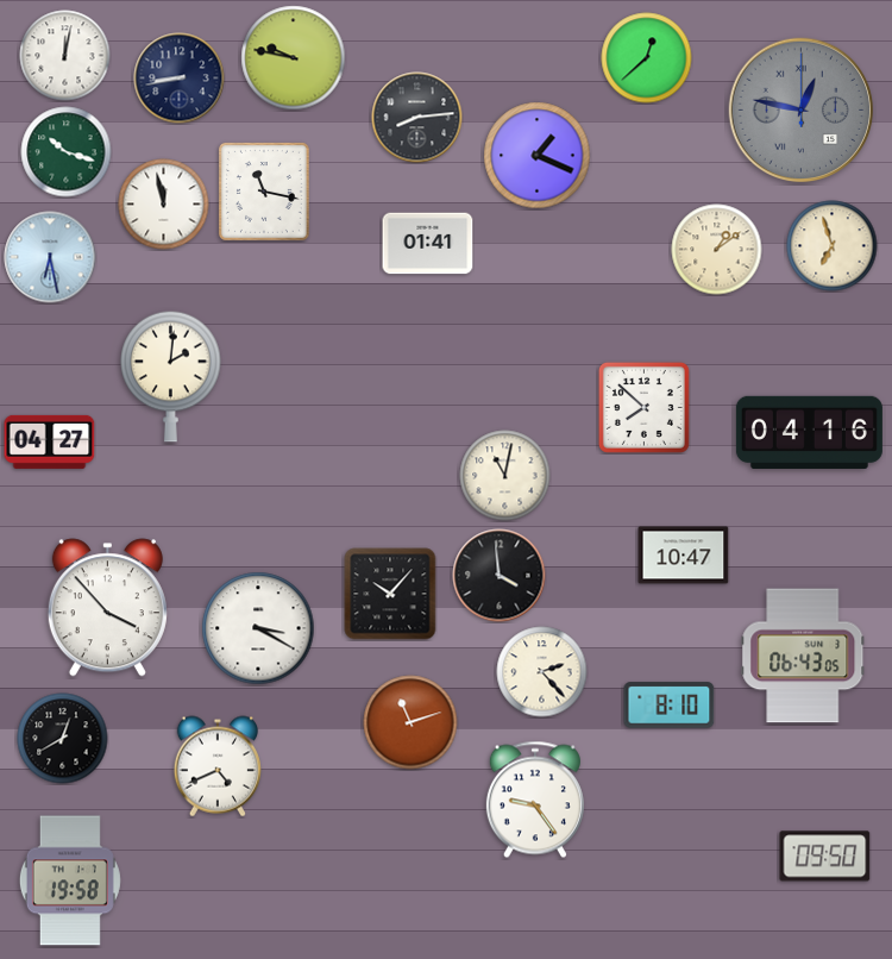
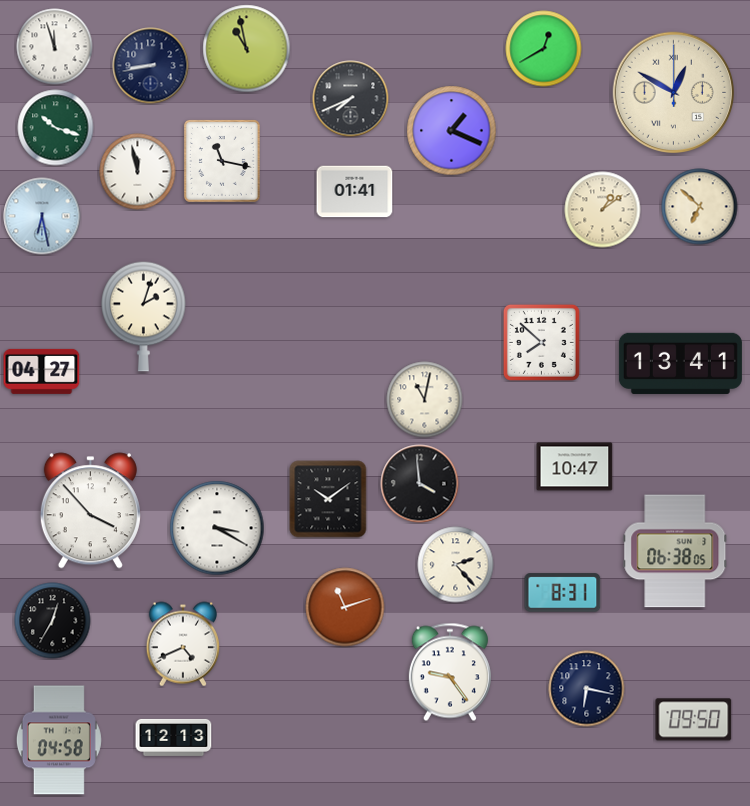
clock at (65, 56): 12:02 -> 11:57
clock at (294, 58): 9:47 -> 10:58
clock at (647, 58): 12:38 -> 12:40
clock at (802, 111): 12:47 -> 12:50
clock at (802, 111) dial: grey -> cream
clock at (417, 118): 8:14 -> 7:41
clock at (428, 244) position: (428, 244) -> (355, 192)
clock at (833, 246): 6:57 -> 6:52
clock at (171, 376): 2:01 -> 2:03
clock at (809, 432): 04:16 -> 13:41
clock at (390, 594): 10:07 -> 10:09
clock at (803, 656): 06:43 -> 06:38
clock at (670, 706): 8:10 -> 8:31
clock at (63, 739): 12:40 -> 12:35
clock at (587, 689): none -> 6:17
clock at (174, 737): none -> 12:13
clock at (70, 880): 19:58 -> 04:58
